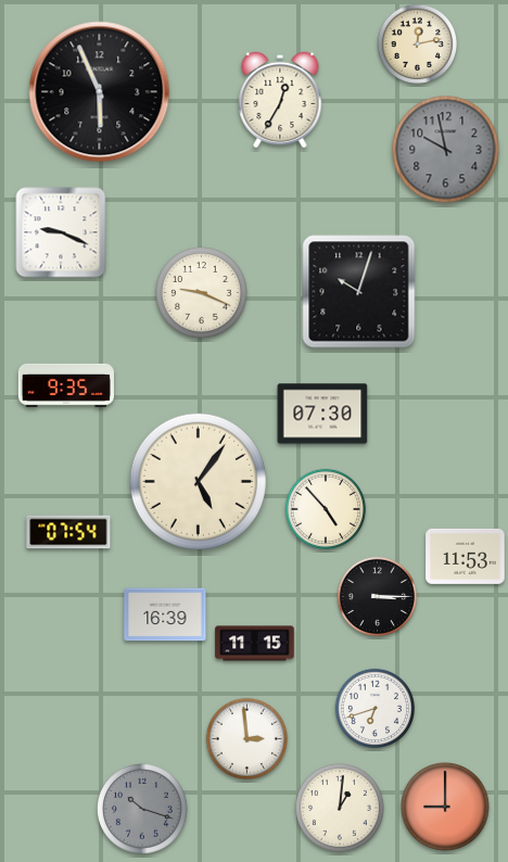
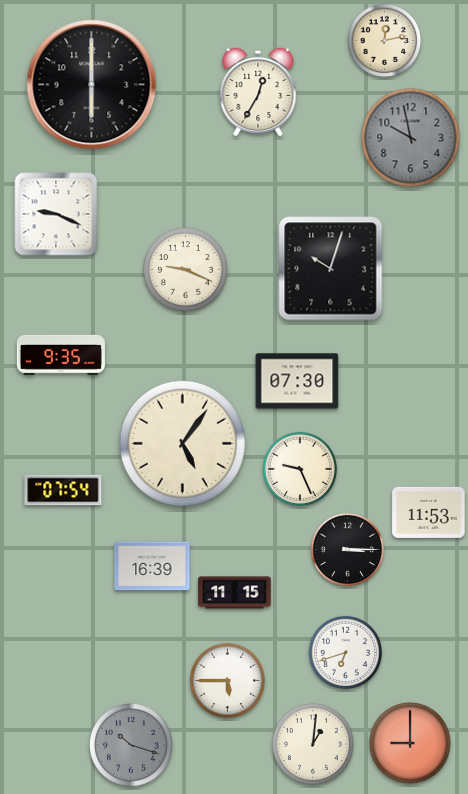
clock at (100, 92): 5:56 -> 6:00
clock at (325, 508): 4:53 -> 9:26
clock at (246, 738): 2:59 -> 5:45
